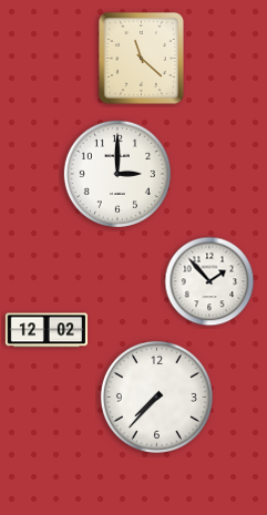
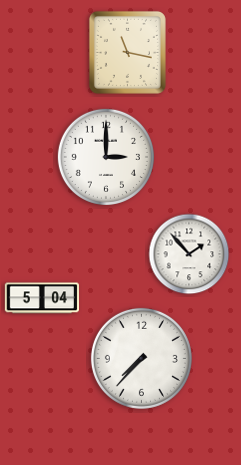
clock at (141, 58): 11:22 -> 11:17
clock at (45, 330): 12:02 -> 5:04
